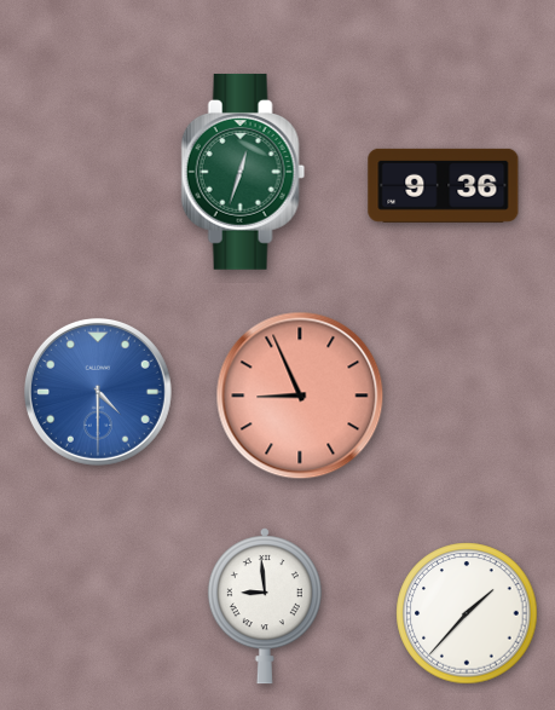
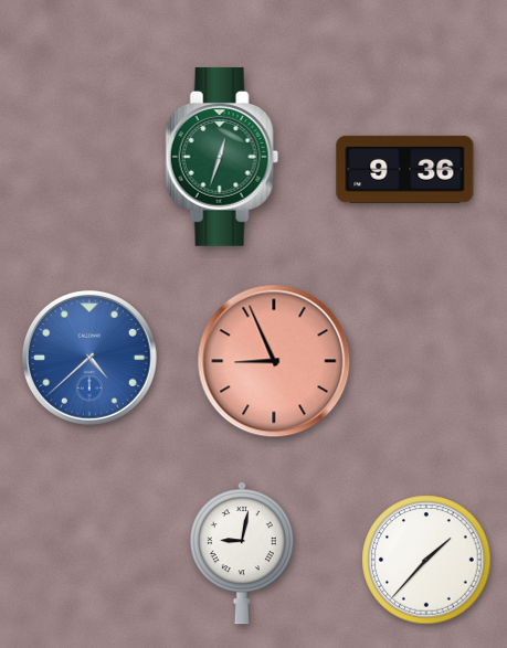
clock at (98, 392): 4:30 -> 4:38
clock at (265, 606): 8:59 -> 9:02
